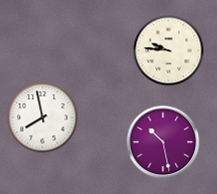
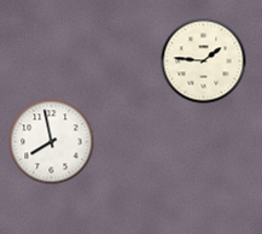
clock at (169, 51): 9:46 -> 1:46
clock at (163, 142): 10:28 -> none
